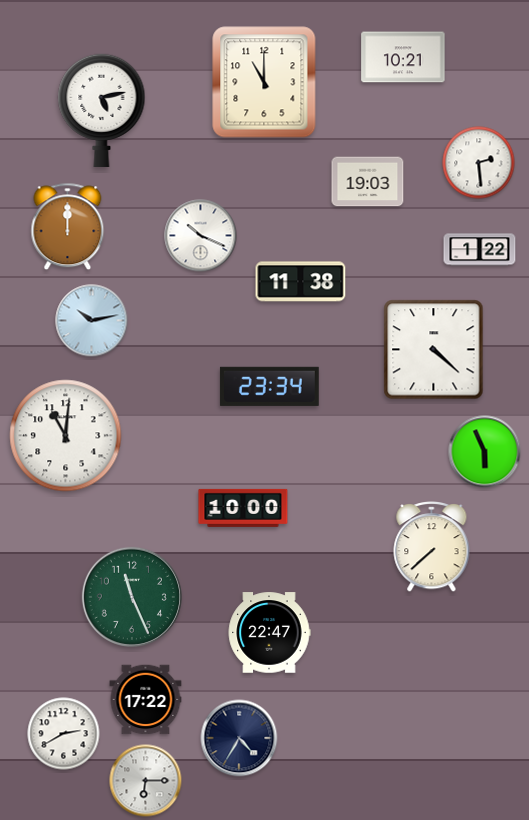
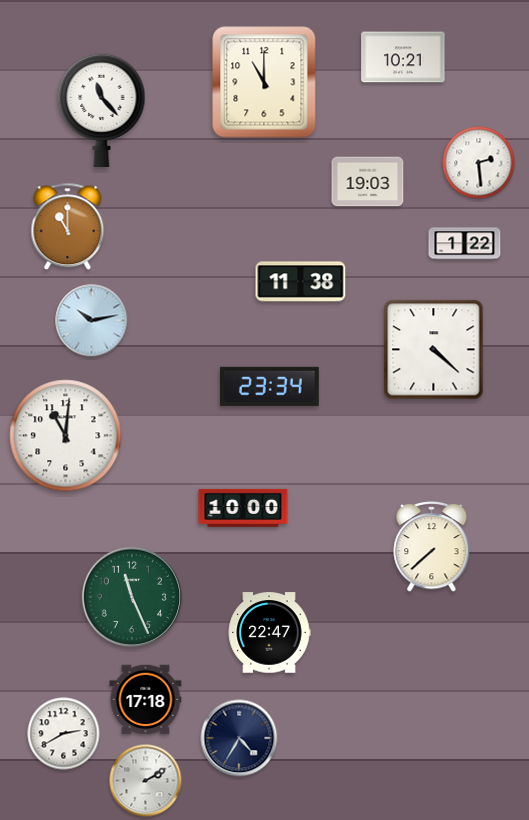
clock at (102, 110): 5:13 -> 11:23
clock at (68, 227): 12:00 -> 11:00
clock at (201, 236): 10:19 -> none
clock at (480, 250) position: (480, 250) -> (465, 244)
clock at (485, 452): 5:56 -> none
clock at (146, 700): 17:22 -> 17:18
clock at (146, 781): 6:15 -> 2:10
